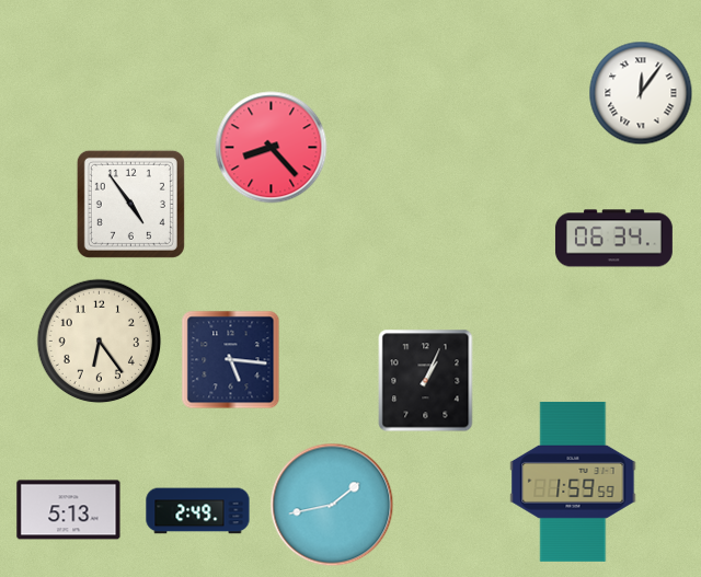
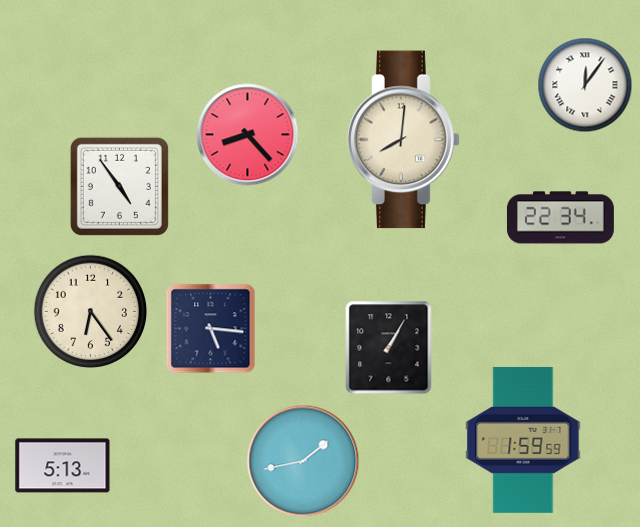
clock at (404, 140): none -> 8:01
clock at (613, 239): 06:34 -> 22:34
clock at (426, 381): 1:04 -> 1:05
clock at (198, 511): 2:49 -> none
